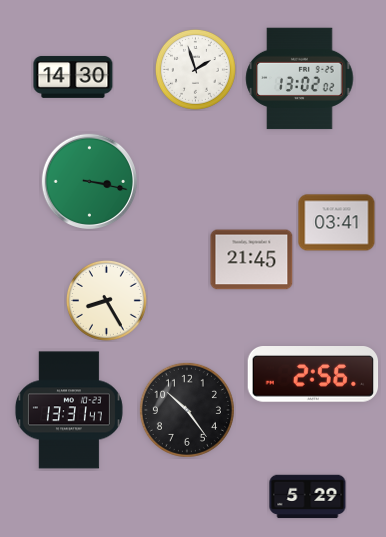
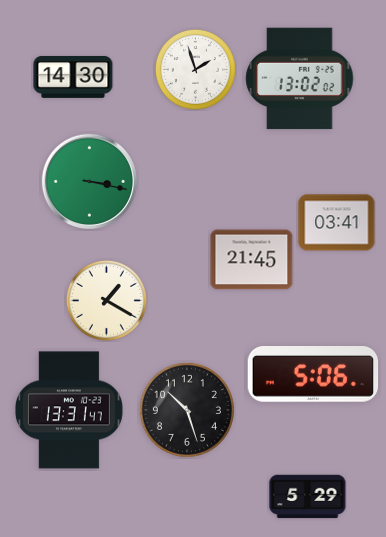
clock at (106, 300): 8:25 -> 1:20
clock at (313, 375): 2:56 -> 5:06
clock at (187, 410): 10:24 -> 10:27
